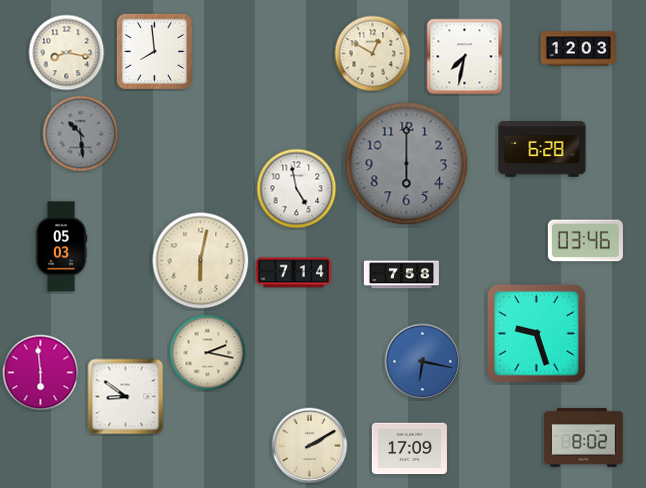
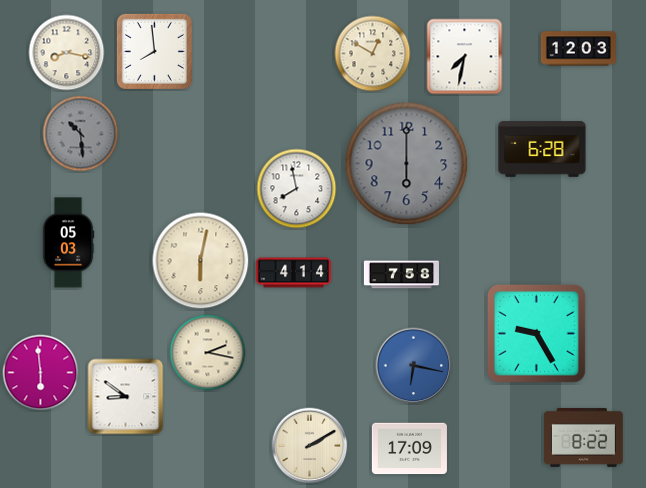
clock at (297, 189): 4:58 -> 7:58
clock at (585, 241): 03:46 -> none
clock at (61, 247) position: (61, 247) -> (68, 243)
clock at (293, 273): 7:14 -> 4:14
clock at (536, 333): 9:27 -> 9:25
clock at (423, 362) position: (423, 362) -> (414, 366)
clock at (584, 437): 8:02 -> 8:22
